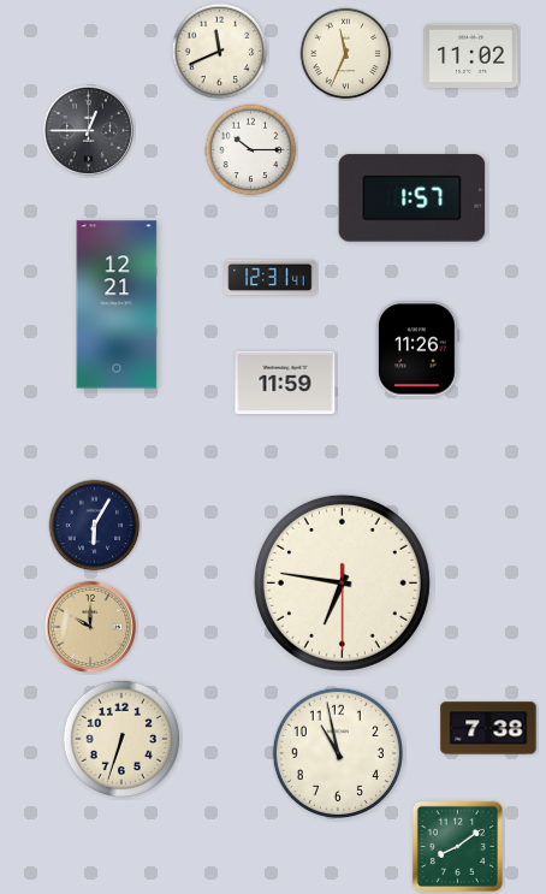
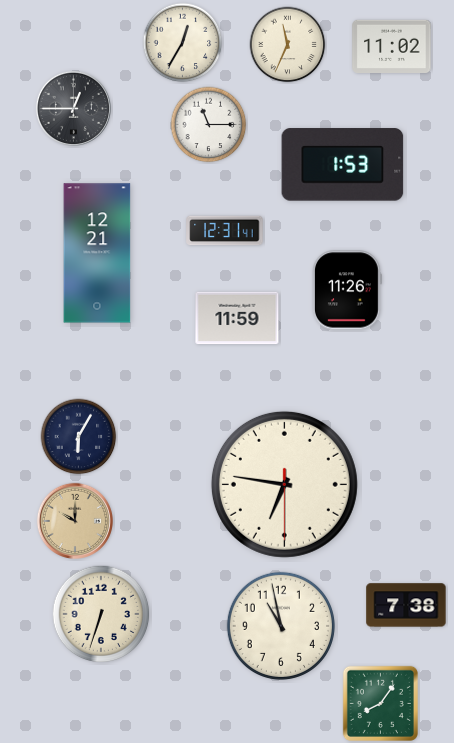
clock at (220, 52): 11:41 -> 12:35
clock at (251, 150): 10:15 -> 11:15
clock at (413, 199): 1:57 -> 1:53
clock at (457, 846): 8:09 -> 8:06
